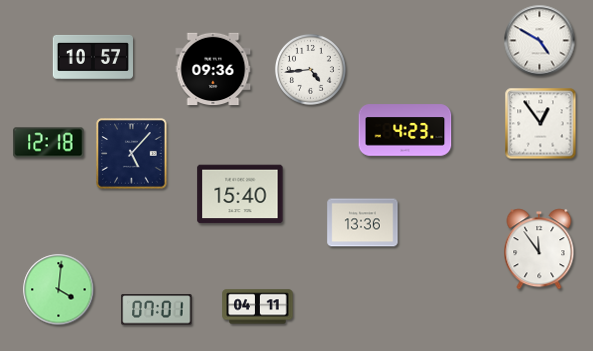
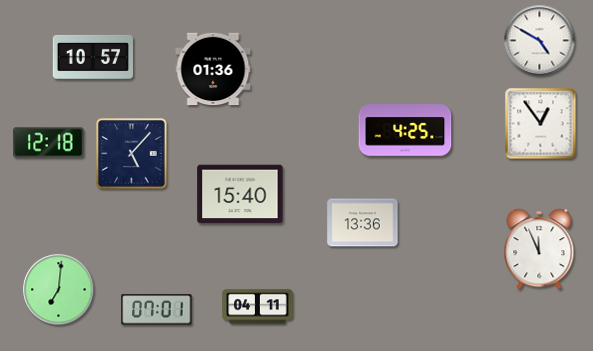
clock at (213, 69): 09:36 -> 01:36
clock at (310, 69): 4:44 -> none
clock at (405, 130): 4:23 -> 4:25
clock at (539, 249): 11:54 -> 11:56
clock at (59, 290): 4:01 -> 7:01
